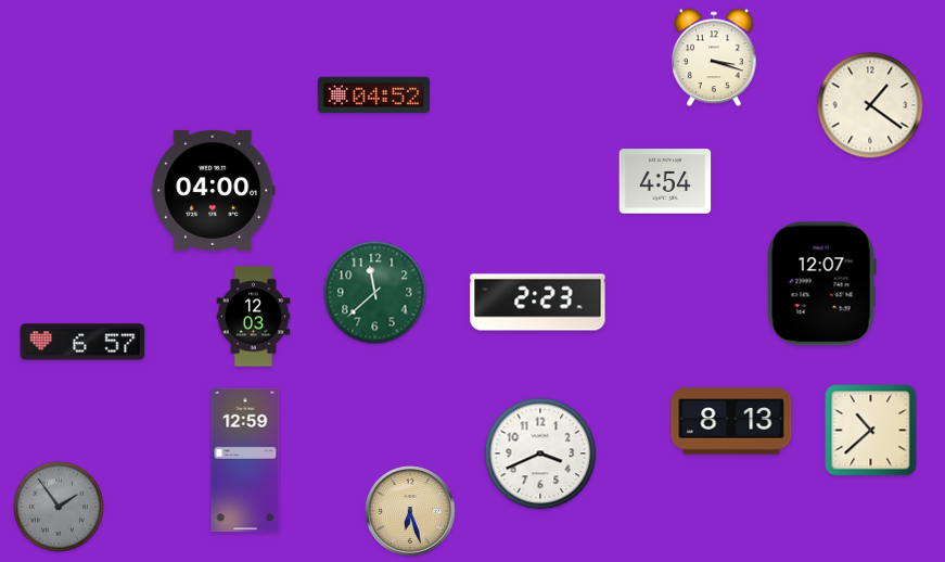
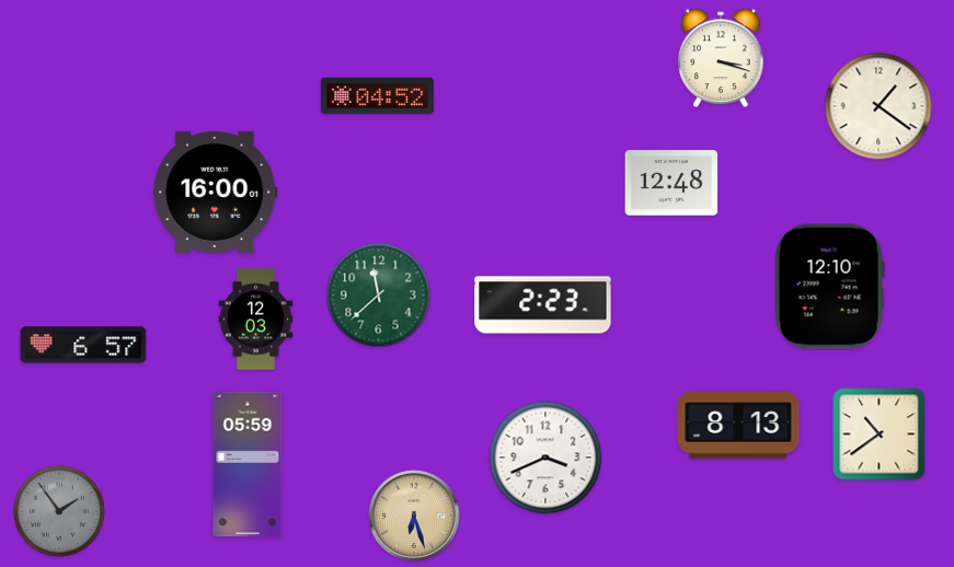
clock at (665, 181): 4:54 -> 12:48
clock at (214, 190): 04:00 -> 16:00
clock at (821, 284): 12:07 -> 12:10
clock at (871, 431): 10:38 -> 10:39
clock at (245, 460): 12:59 -> 05:59
